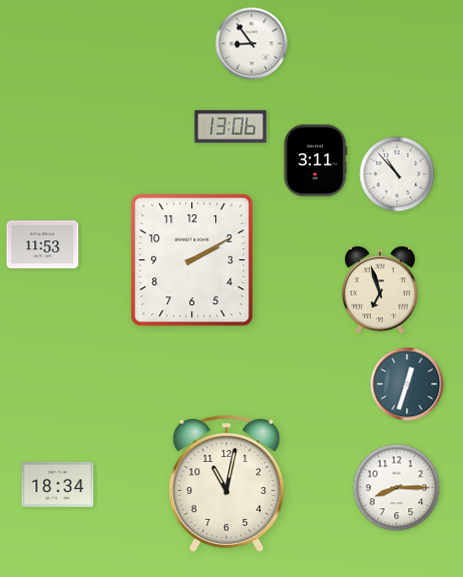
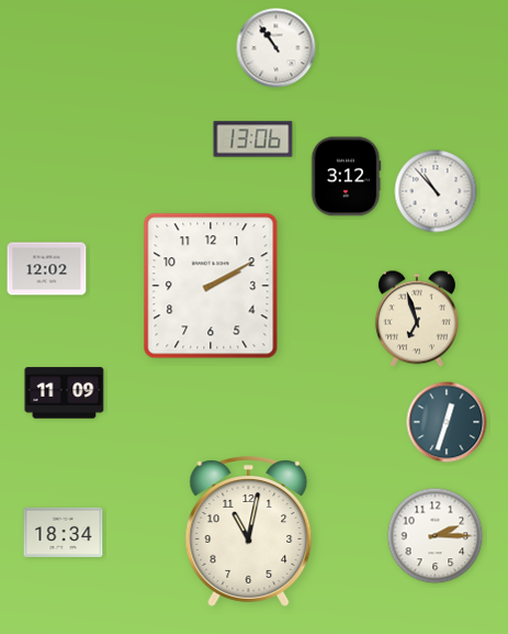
clock at (252, 44): 8:54 -> 10:54
clock at (315, 161): 3:11 -> 3:12
clock at (43, 245): 11:53 -> 12:02
clock at (65, 393): none -> 11:09
clock at (397, 488): 8:15 -> 2:15
